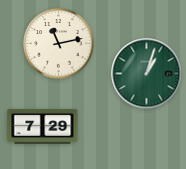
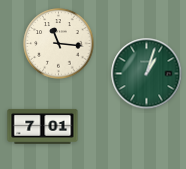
clock at (59, 44): 11:13 -> 11:16
clock at (43, 126): 7:29 -> 7:01
